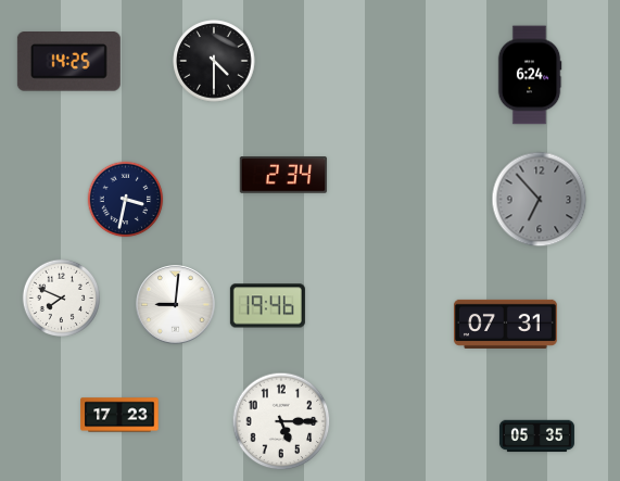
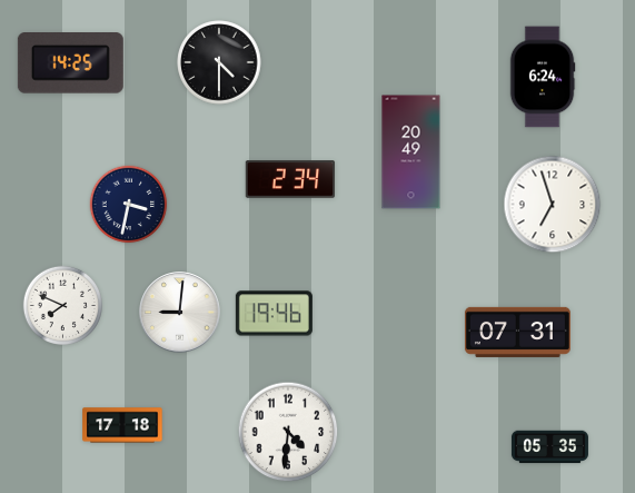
clock at (411, 152): none -> 20:49
clock at (540, 200): 6:53 -> 6:57
clock at (540, 200) dial: grey -> white
clock at (119, 415): 17:23 -> 17:18
clock at (281, 421): 5:15 -> 4:31
